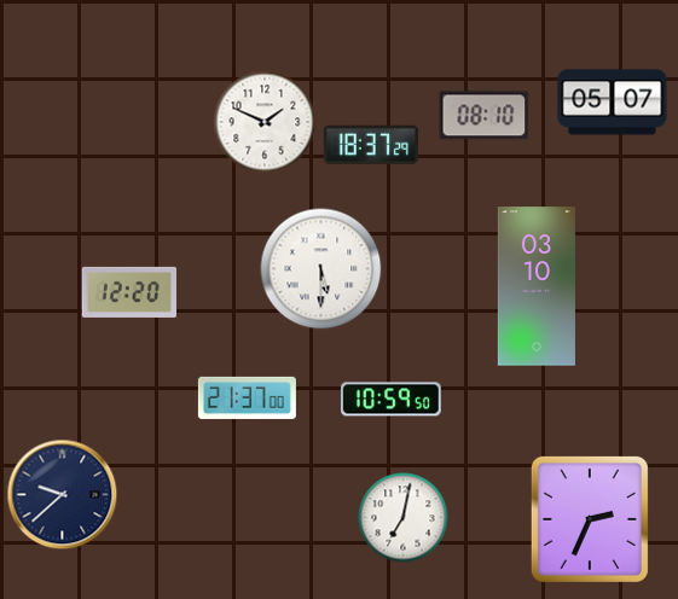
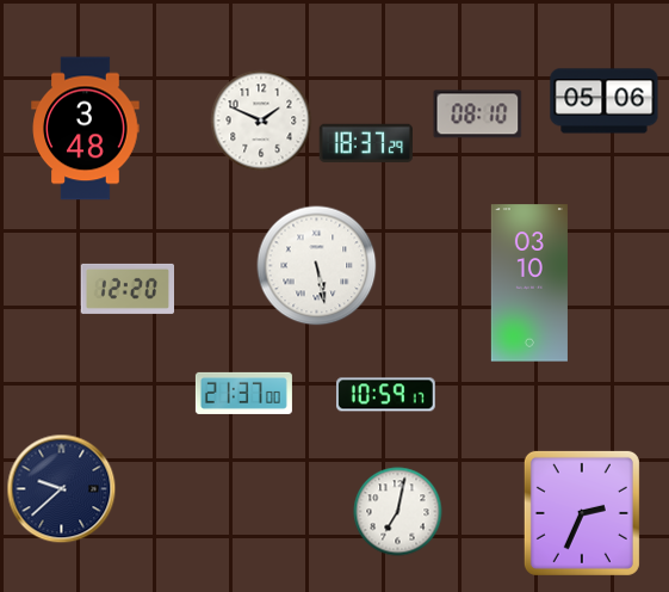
clock at (613, 103): 05:07 -> 05:06
clock at (86, 129): none -> 3:48
clock at (321, 269): 5:30 -> 5:28
clock at (390, 400): 10:59:50 -> 10:59:17
